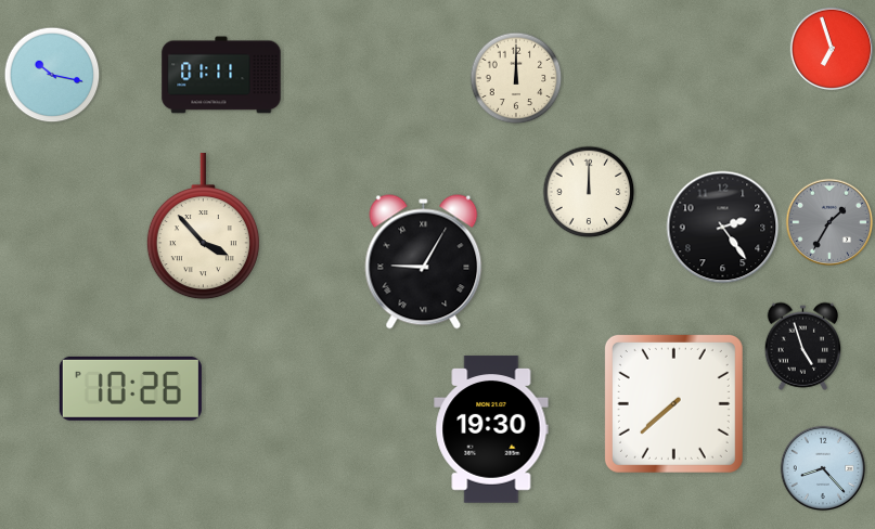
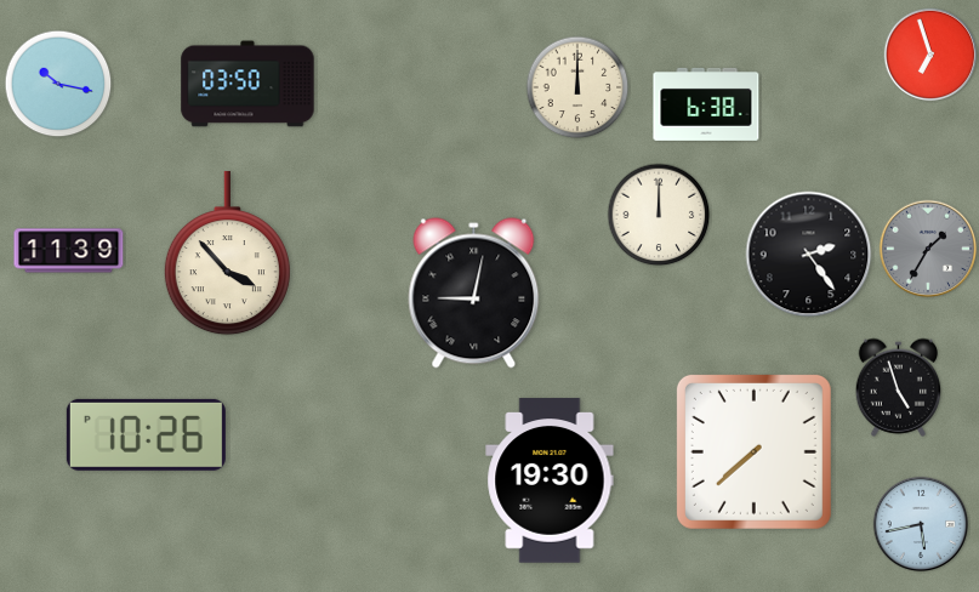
clock at (221, 75): 01:11 -> 03:50
clock at (706, 104): none -> 6:38
clock at (69, 251): none -> 11:39
clock at (424, 262): 9:05 -> 9:02
clock at (823, 468): 8:23 -> 5:43
